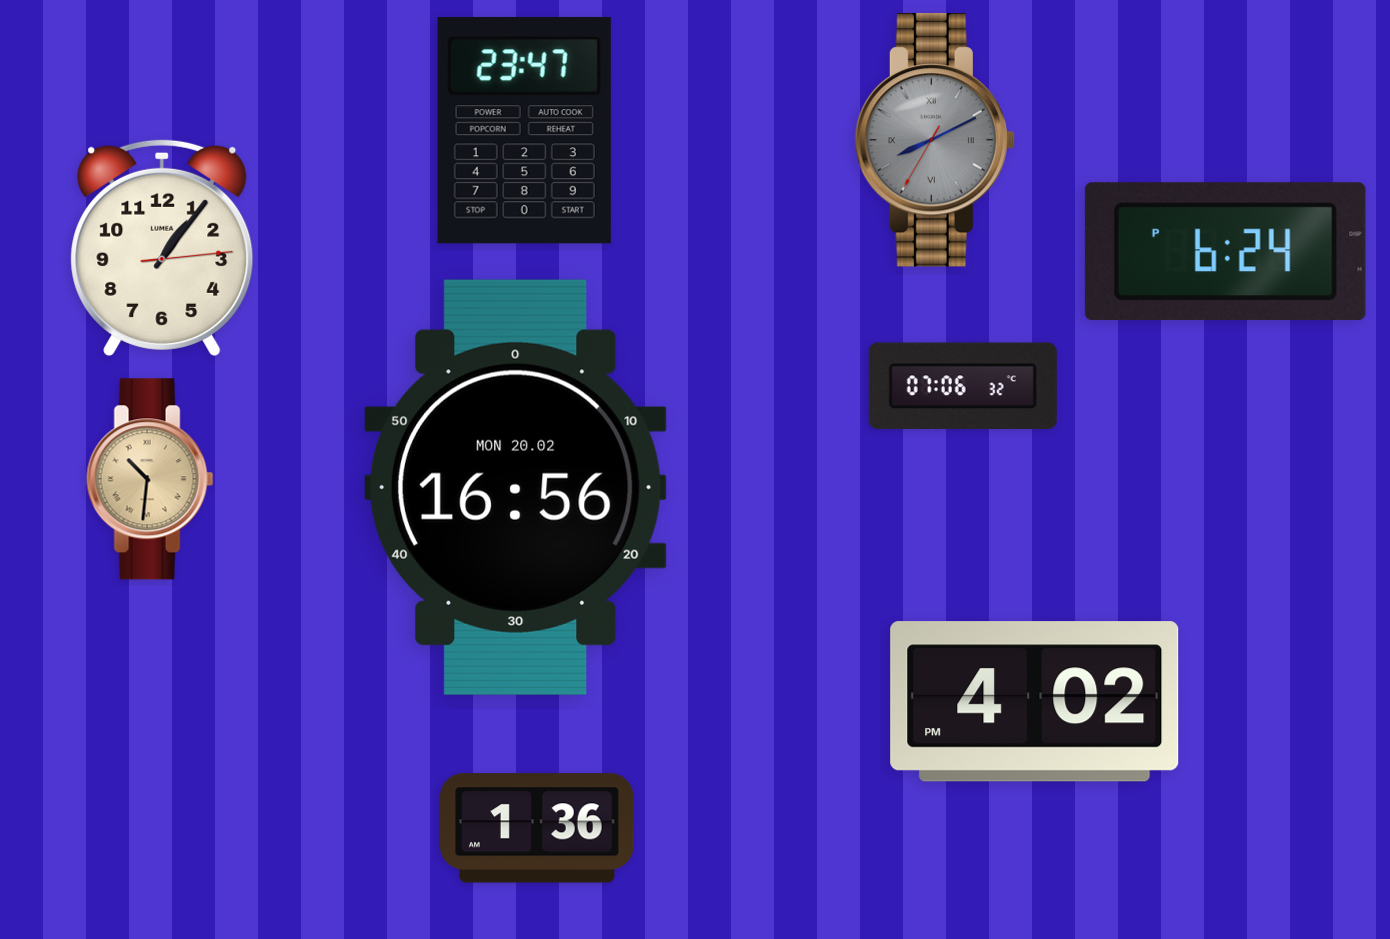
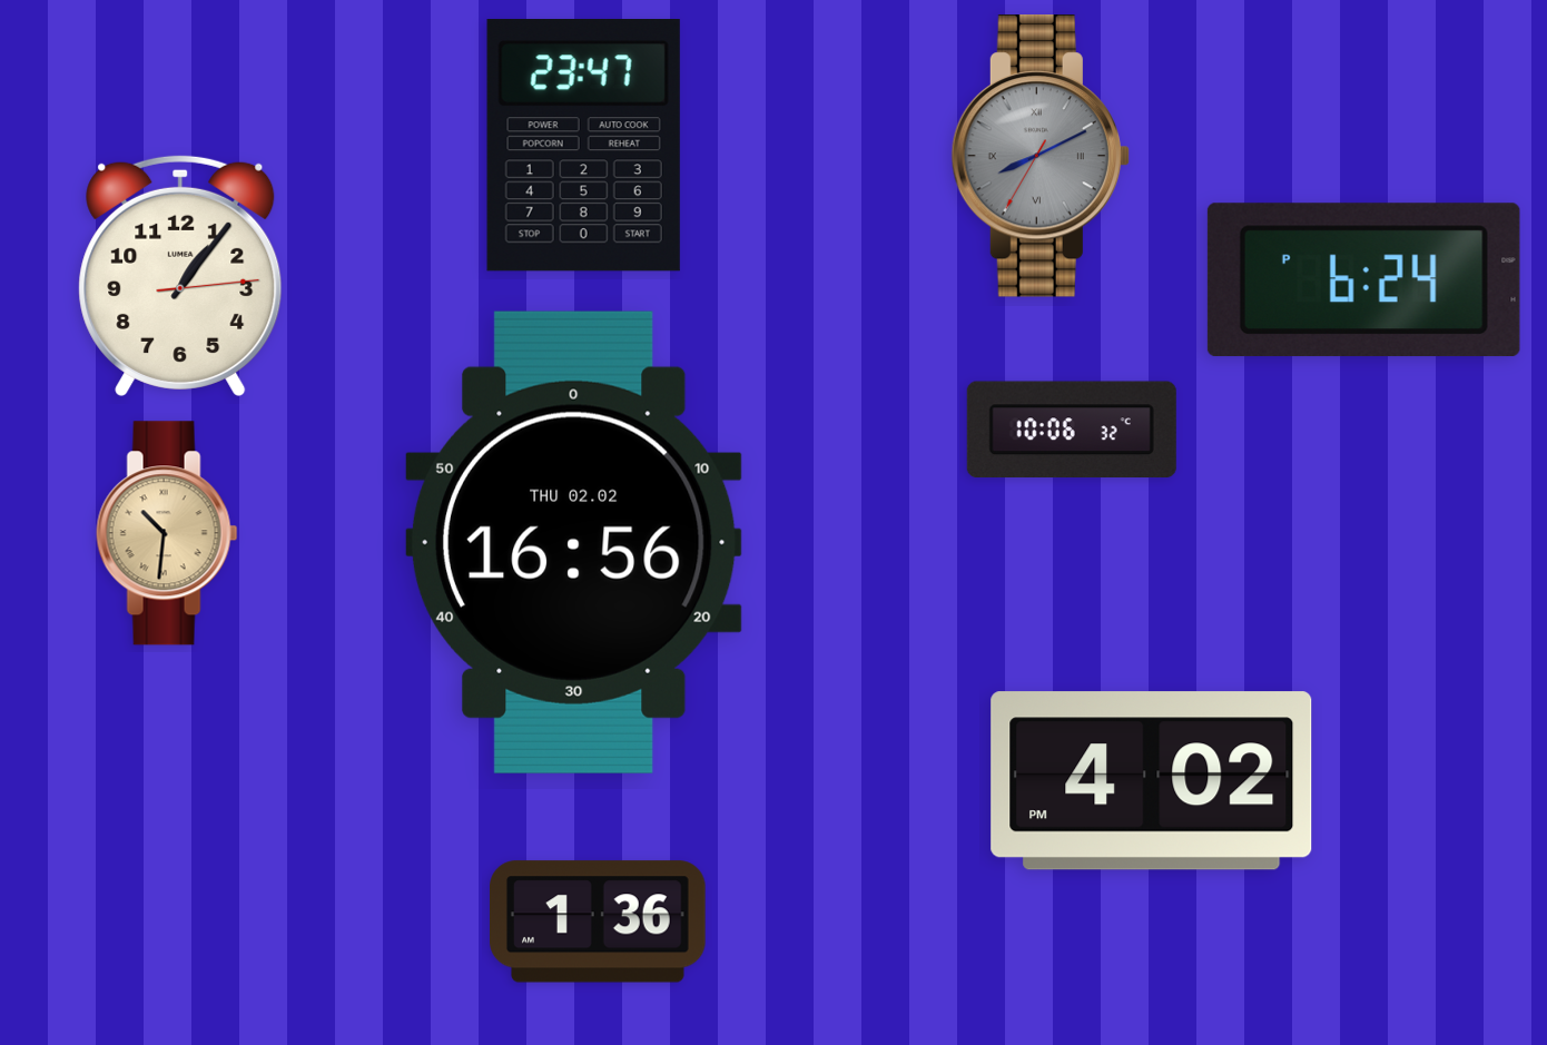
clock at (963, 385): 07:06 -> 10:06
clock at (515, 487) date: MON 20.02 -> THU 02.02
